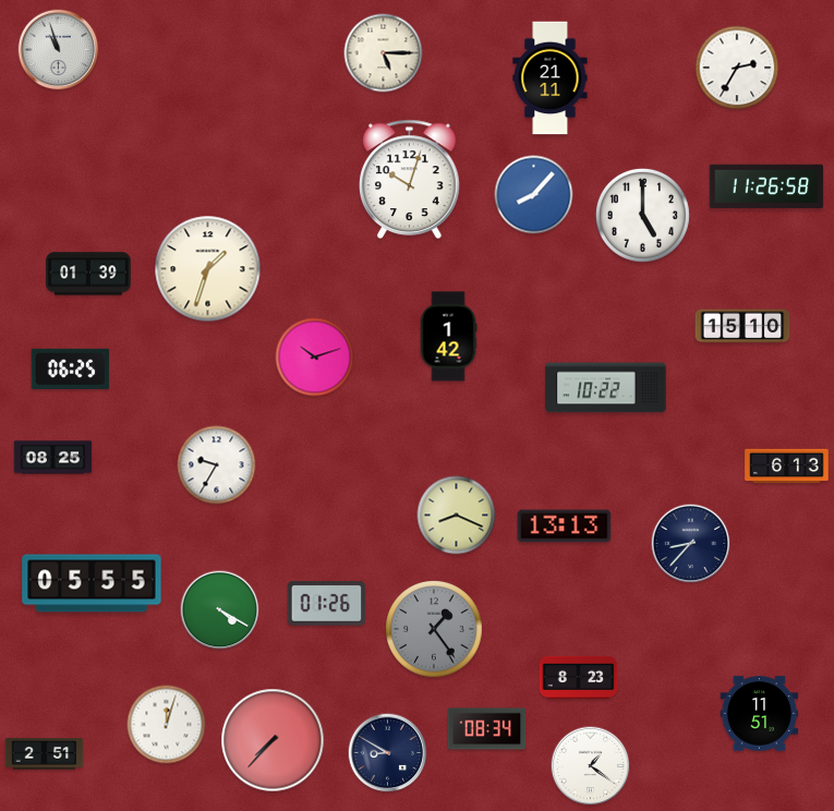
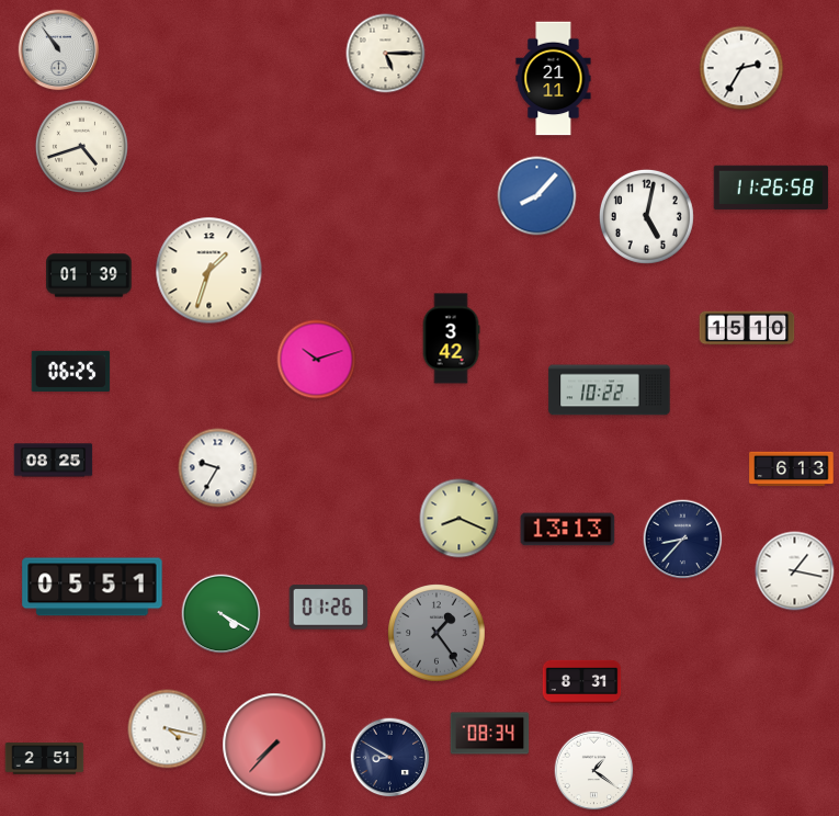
clock at (59, 50): 10:57 -> 10:54
clock at (81, 146): none -> 4:42
clock at (410, 179): 10:03 -> none
clock at (642, 215): 5:00 -> 5:02
clock at (448, 337): 1:42 -> 3:42
clock at (691, 544) position: (691, 544) -> (683, 540)
clock at (795, 571): none -> 1:17
clock at (92, 583): 05:55 -> 05:51
clock at (579, 677): 8:23 -> 8:31
clock at (760, 714): 11:51 -> none
clock at (167, 725): 12:03 -> 4:17
